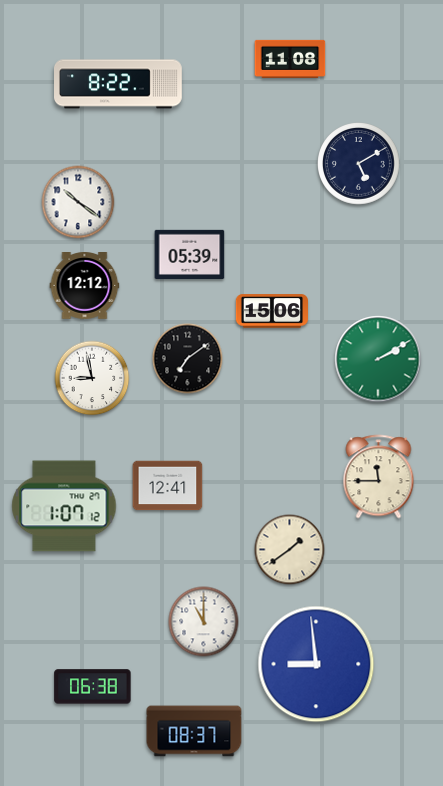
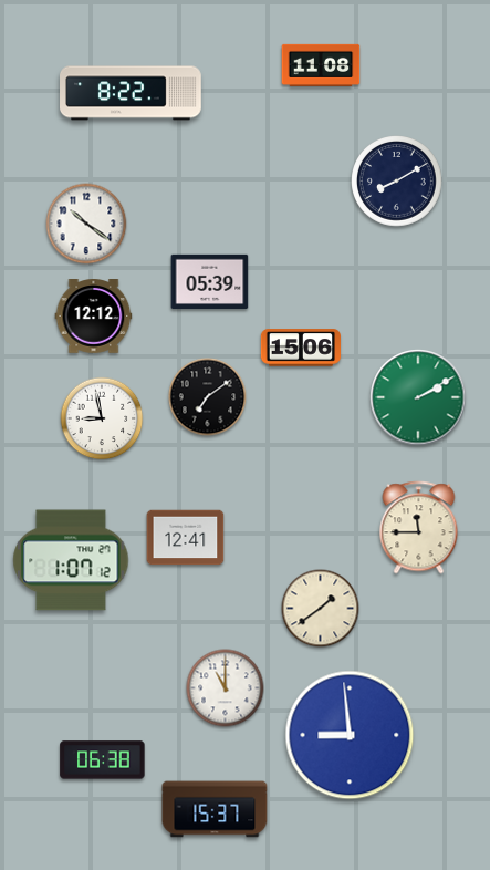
clock at (359, 164): 5:10 -> 8:10
clock at (271, 311) position: (271, 311) -> (300, 348)
clock at (194, 731): 08:37 -> 15:37
